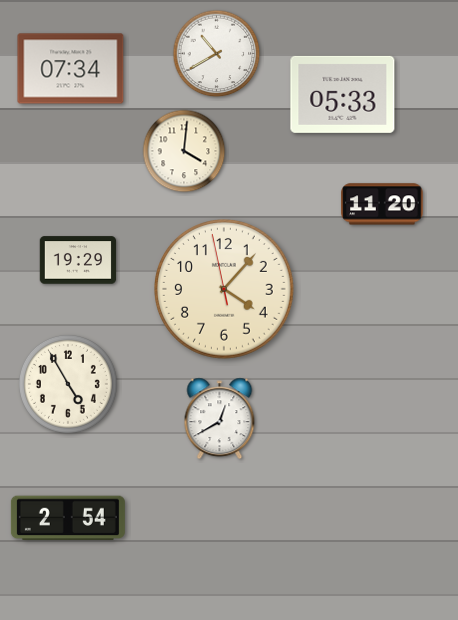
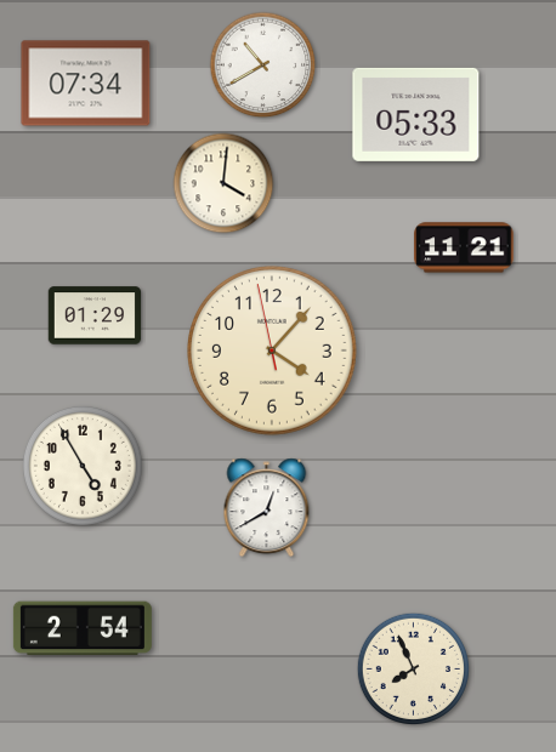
clock at (382, 204): 11:20 -> 11:21
clock at (78, 260): 19:29 -> 01:29
clock at (413, 668): none -> 7:56
